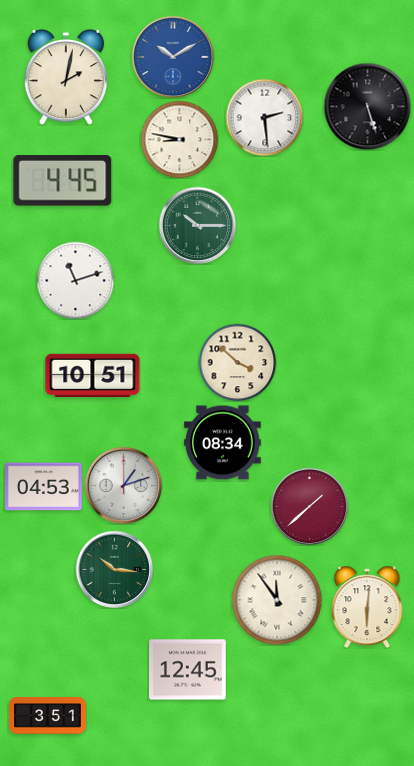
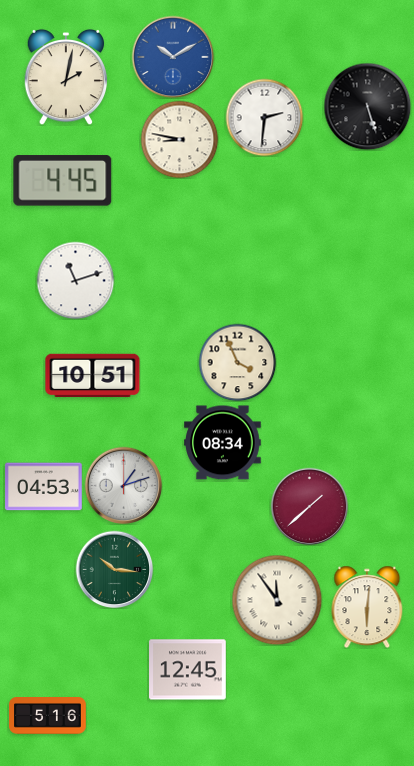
clock at (264, 117): 2:29 -> 2:31
clock at (197, 225): 10:15 -> none
clock at (237, 362): 3:52 -> 3:56
clock at (48, 716): 3:51 -> 5:16
